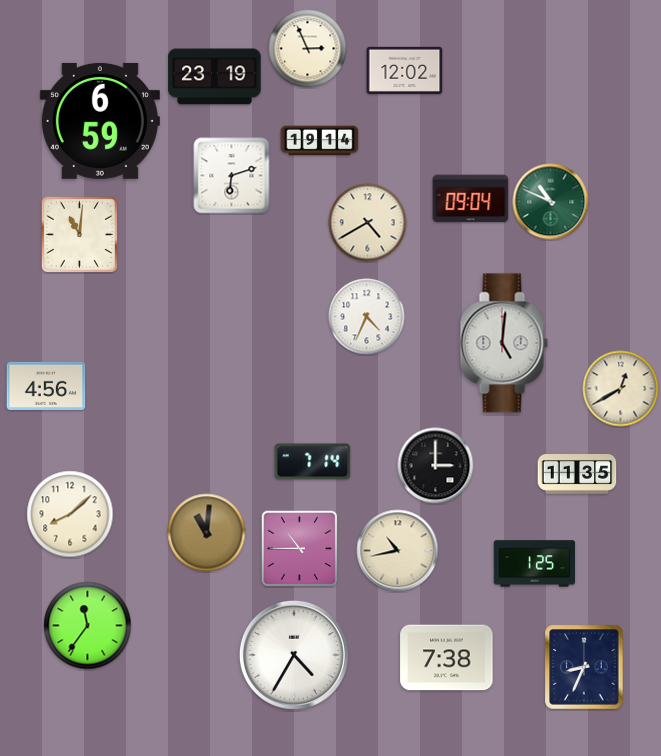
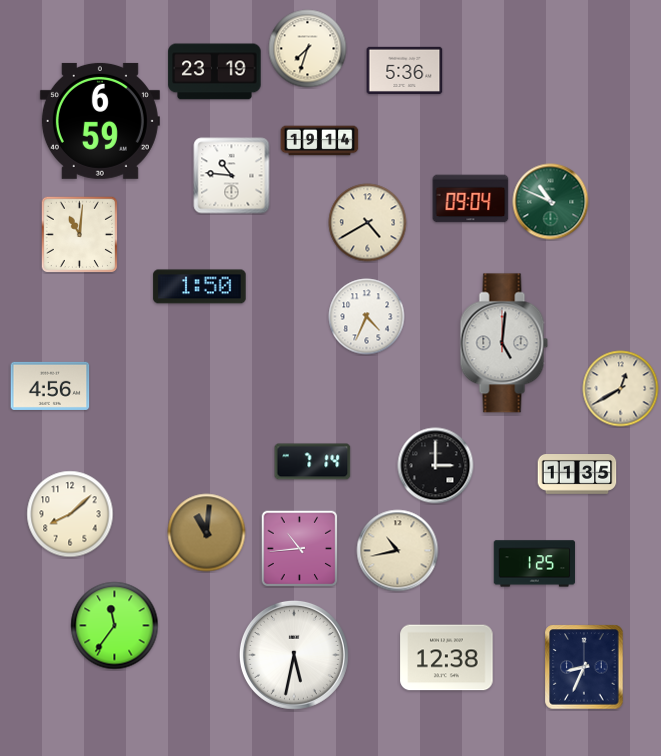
clock at (308, 49): 2:56 -> 7:33
clock at (405, 70): 12:02 -> 5:36
clock at (215, 77) position: (215, 77) -> (215, 72)
clock at (232, 176): 6:12 -> 10:46
clock at (200, 287): none -> 1:50
clock at (46, 386) position: (46, 386) -> (50, 386)
clock at (299, 548): 10:45 -> 10:44
clock at (88, 626) position: (88, 626) -> (115, 626)
clock at (294, 655): 4:35 -> 5:32
clock at (447, 658): 7:38 -> 12:38
